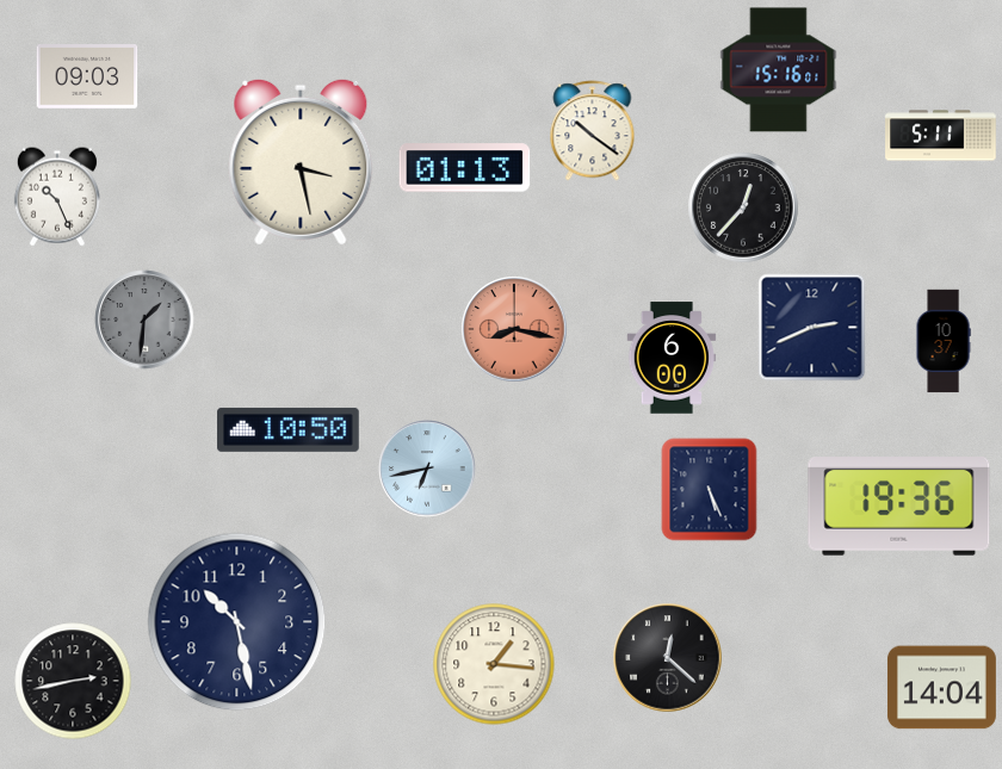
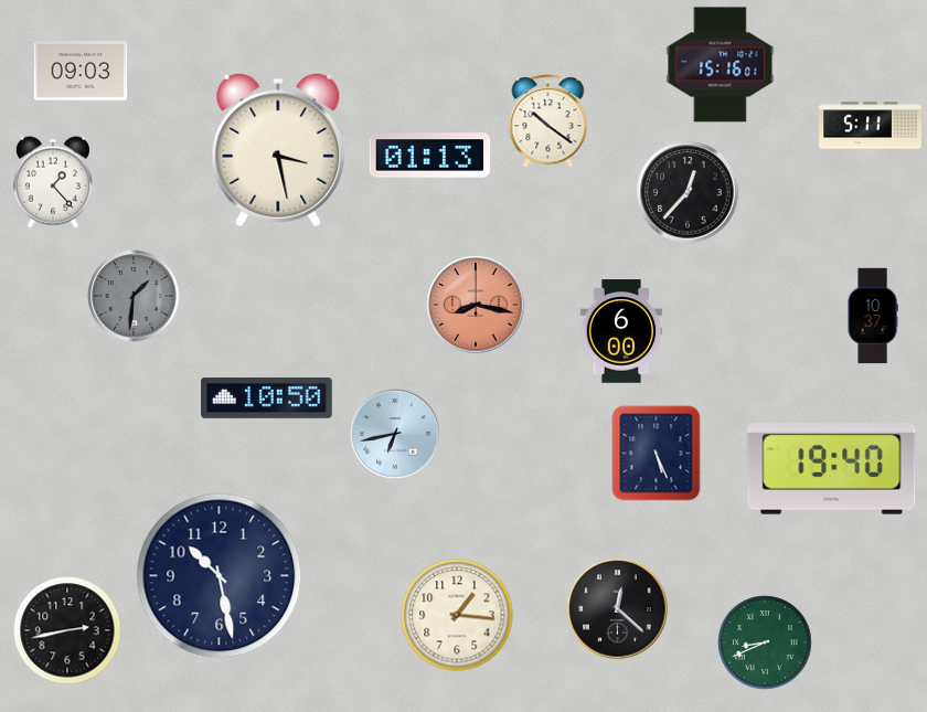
clock at (57, 197): 10:26 -> 1:23
clock at (812, 328): 2:41 -> none
clock at (899, 507): 19:36 -> 19:40
clock at (941, 688): 14:04 -> none
clock at (765, 642): none -> 8:41
